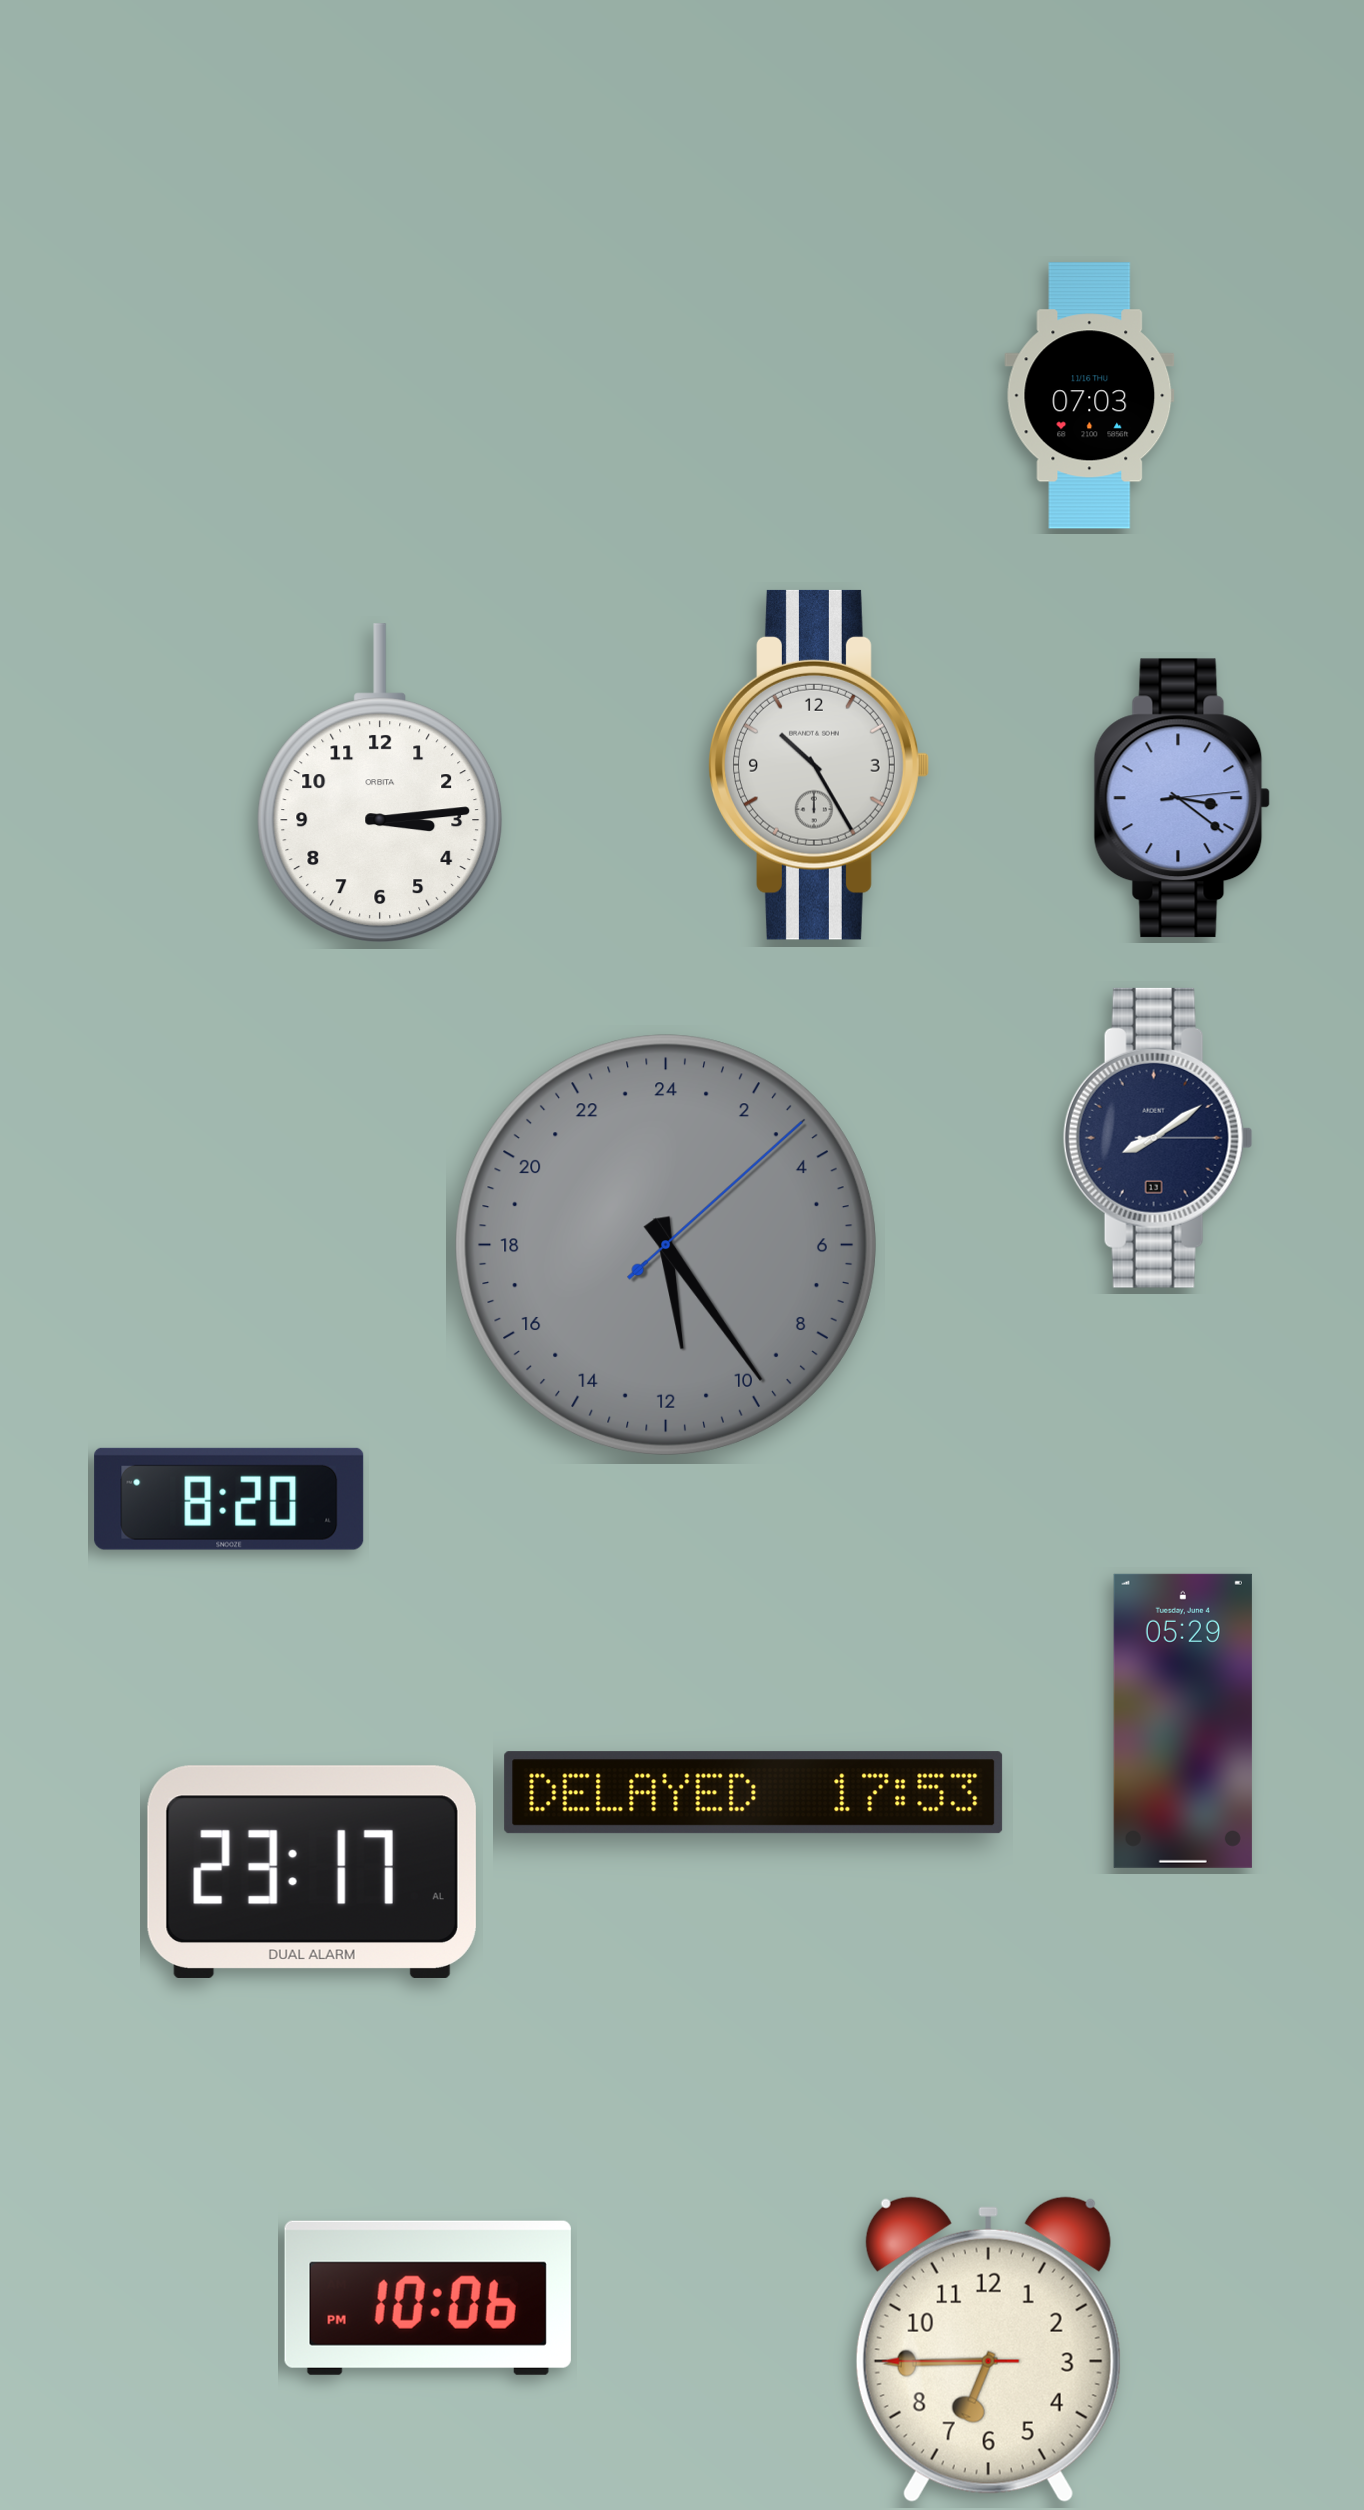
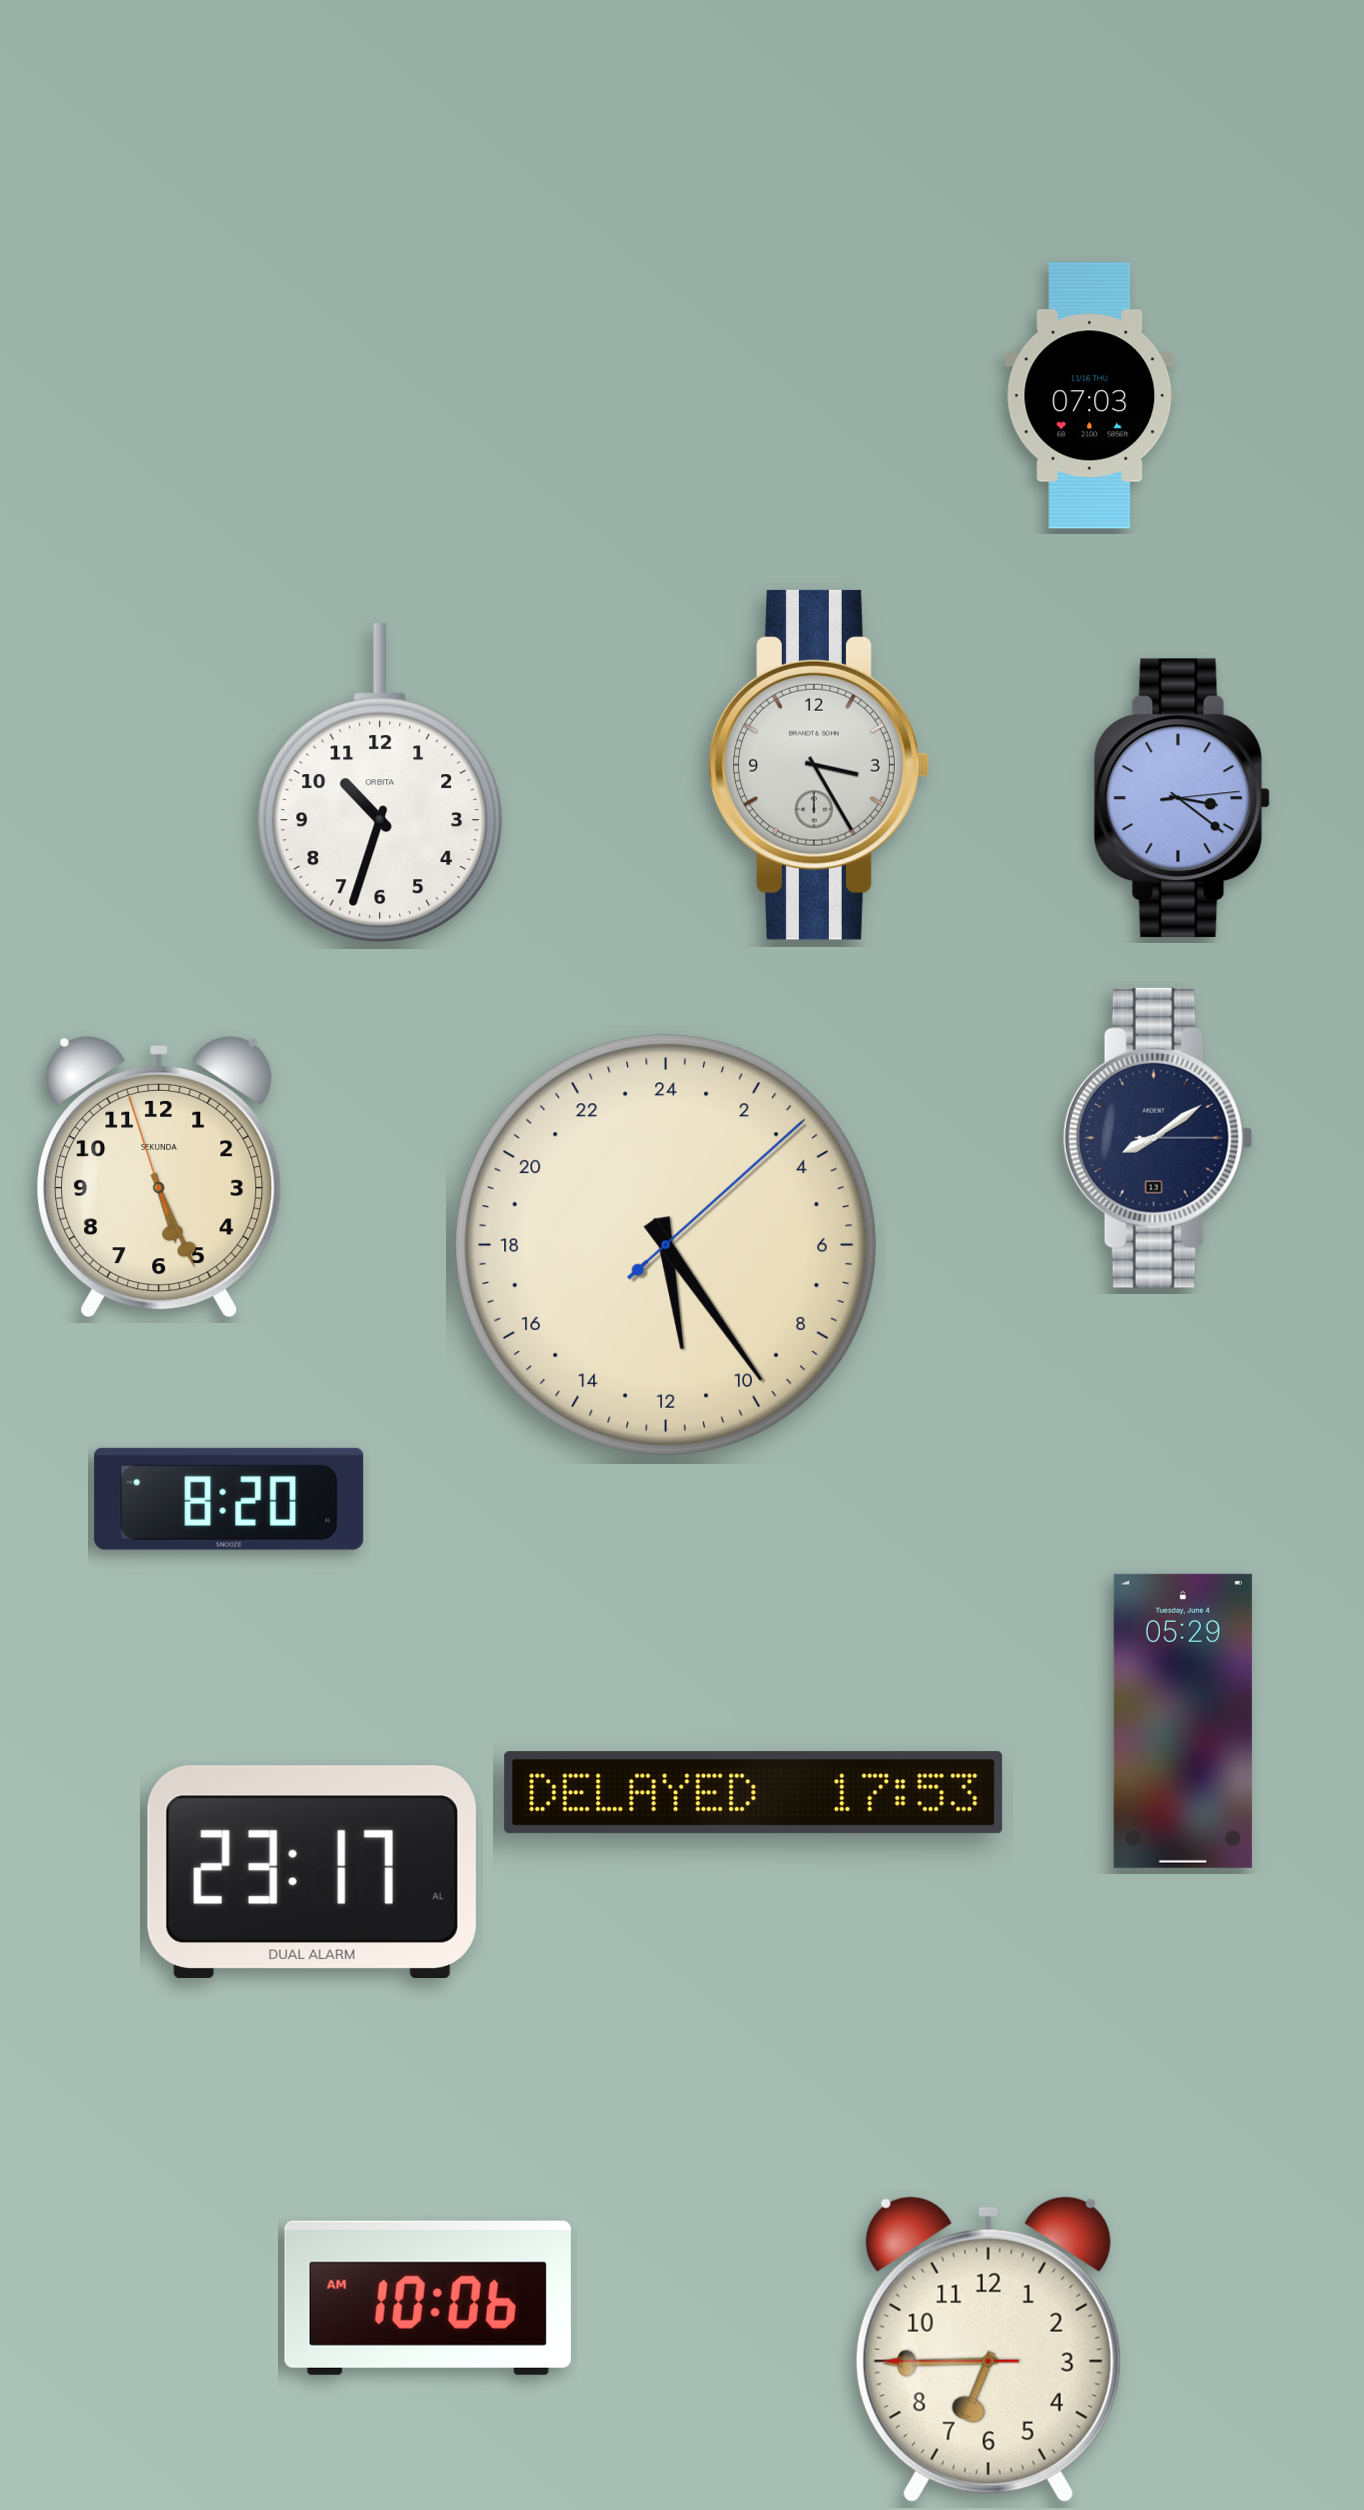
clock at (819, 765): 10:25 -> 3:25
clock at (380, 783): 3:14 -> 10:33
clock at (160, 1177): none -> 5:25
clock at (666, 1245) dial: grey -> cream
clock at (428, 2298): 10:06 PM -> 10:06 AM
